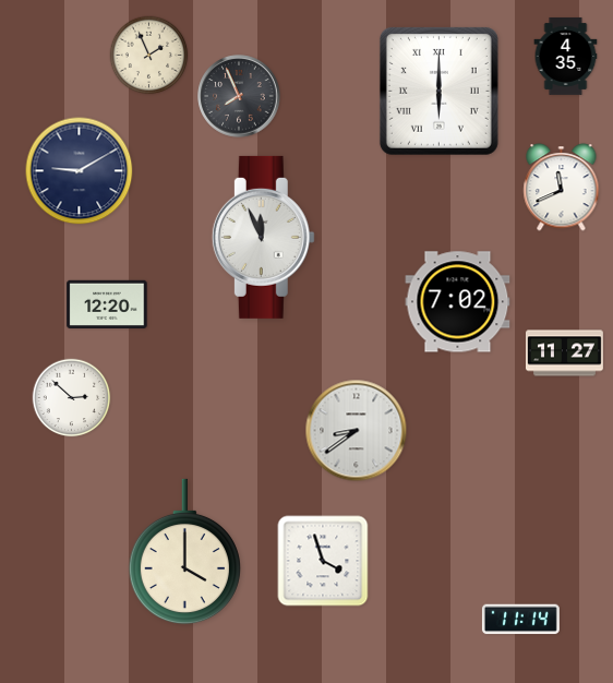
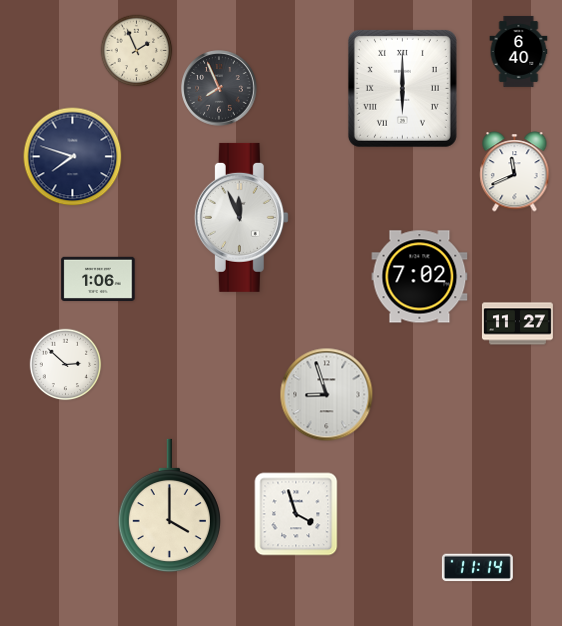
clock at (566, 57): 4:35 -> 6:40
clock at (438, 91) position: (438, 91) -> (402, 88)
clock at (80, 171): 9:10 -> 7:48
clock at (107, 303): 12:20 -> 1:06
clock at (357, 431): 8:39 -> 8:57
